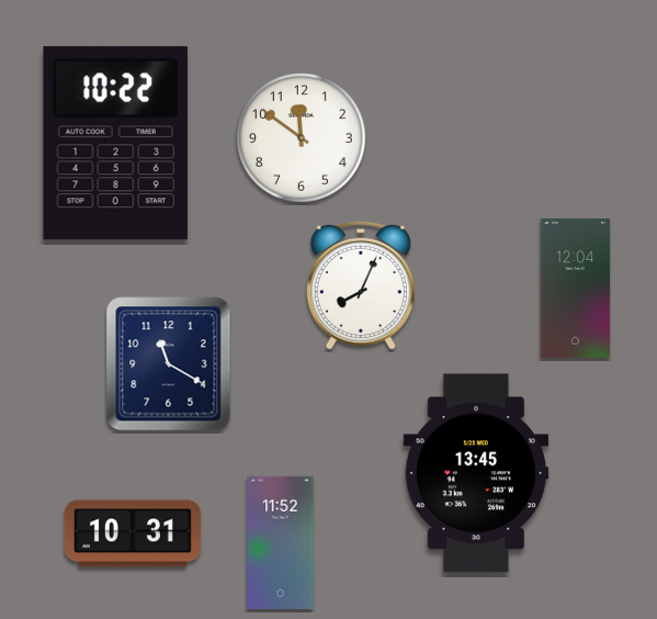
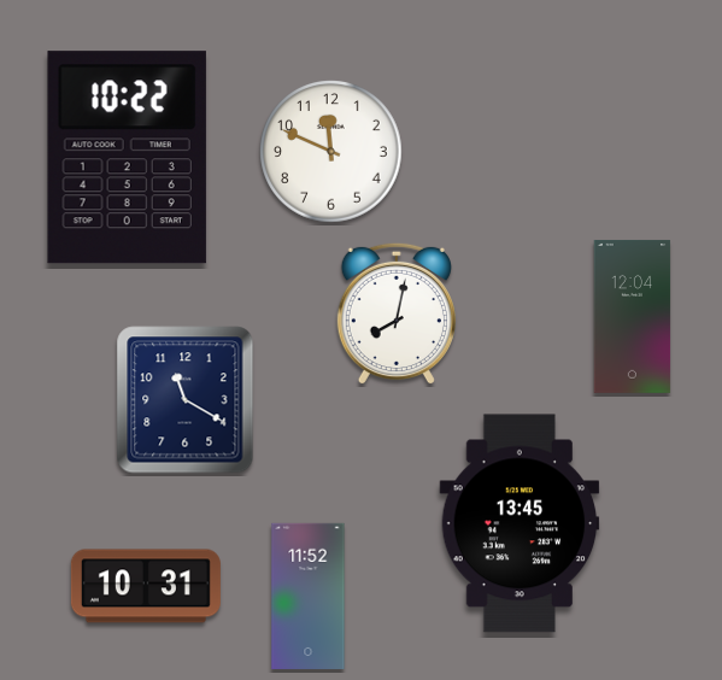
clock at (302, 138): 11:51 -> 11:49
clock at (361, 285): 8:04 -> 8:02
clock at (476, 473) position: (476, 473) -> (520, 523)
